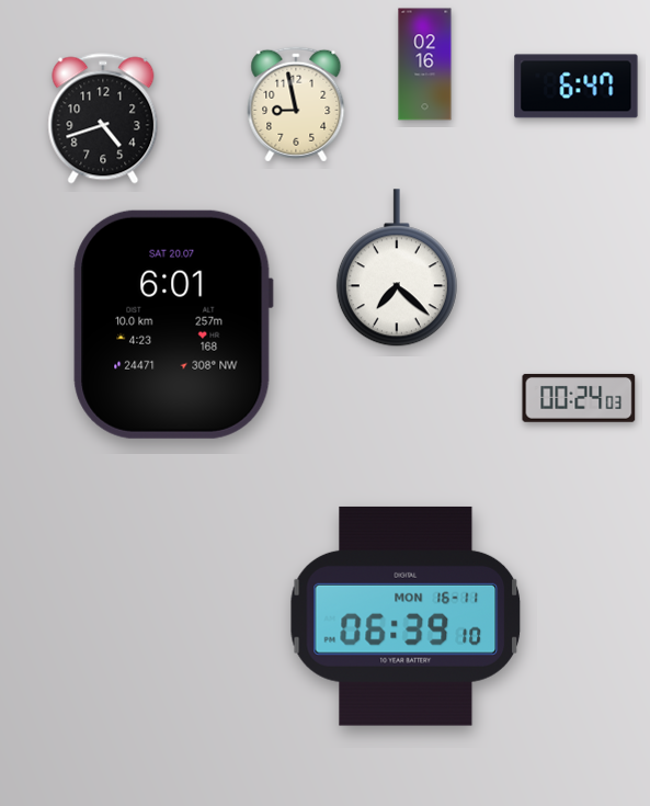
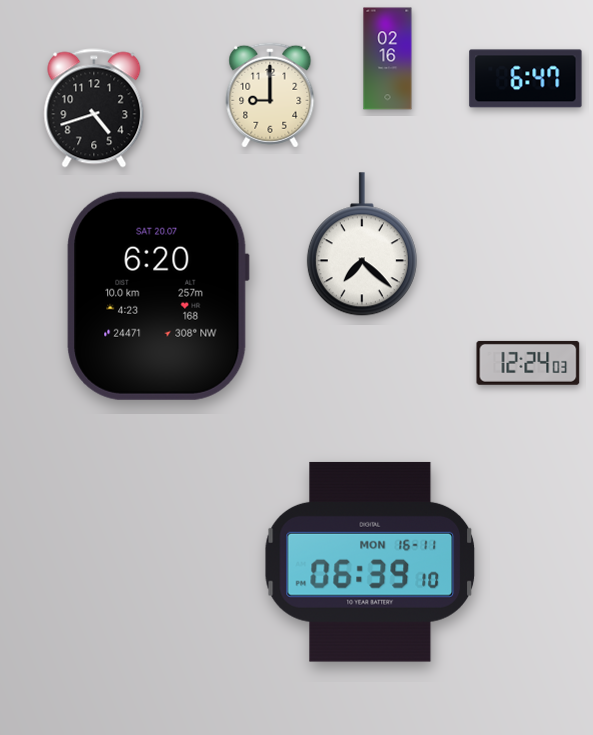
clock at (296, 104): 8:58 -> 9:00
clock at (173, 325): 6:01 -> 6:20
clock at (579, 398): 00:24 -> 12:24
